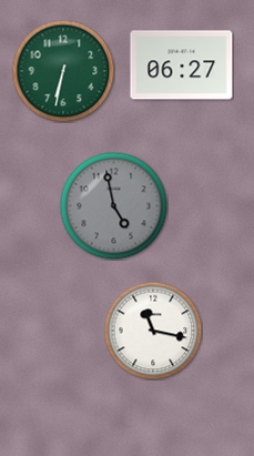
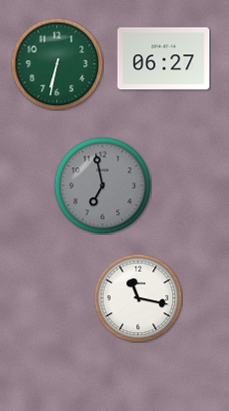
clock at (113, 205): 4:58 -> 6:58
